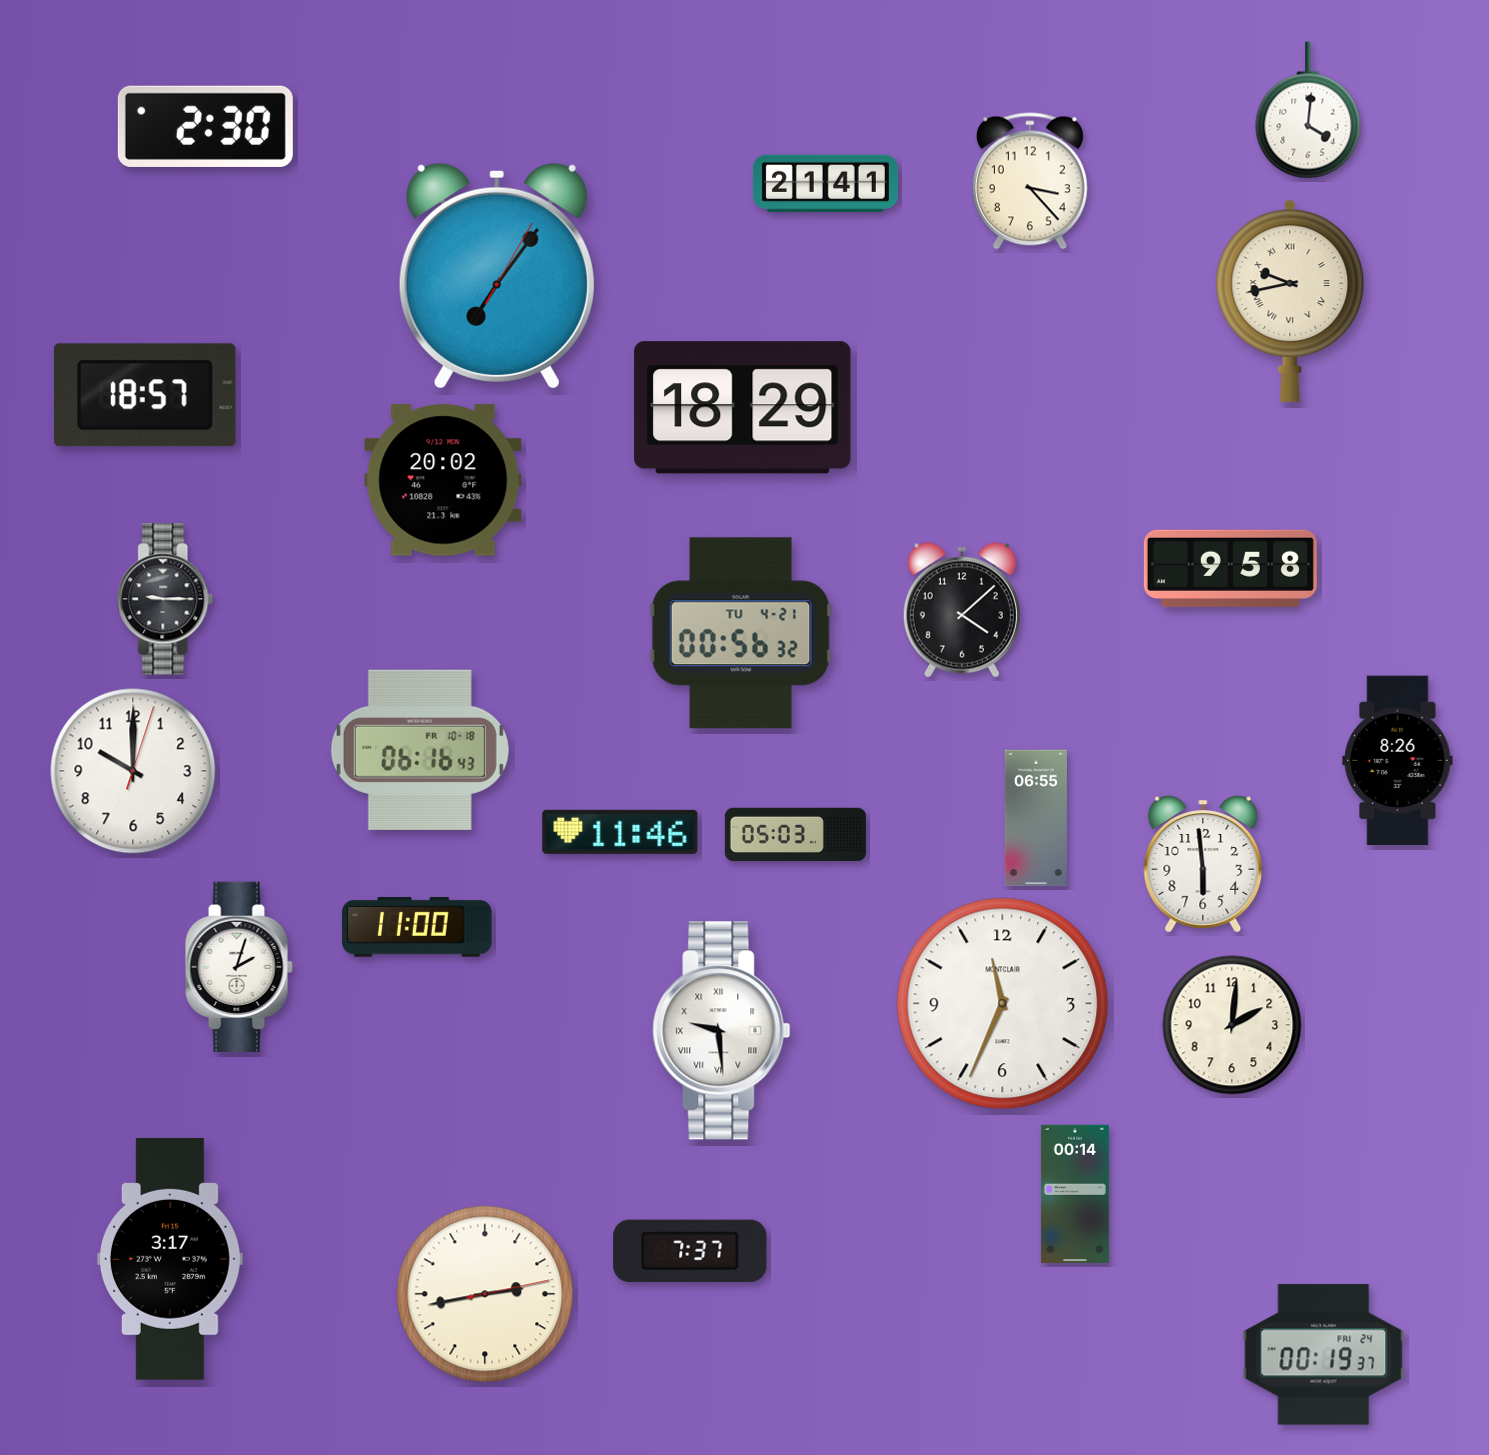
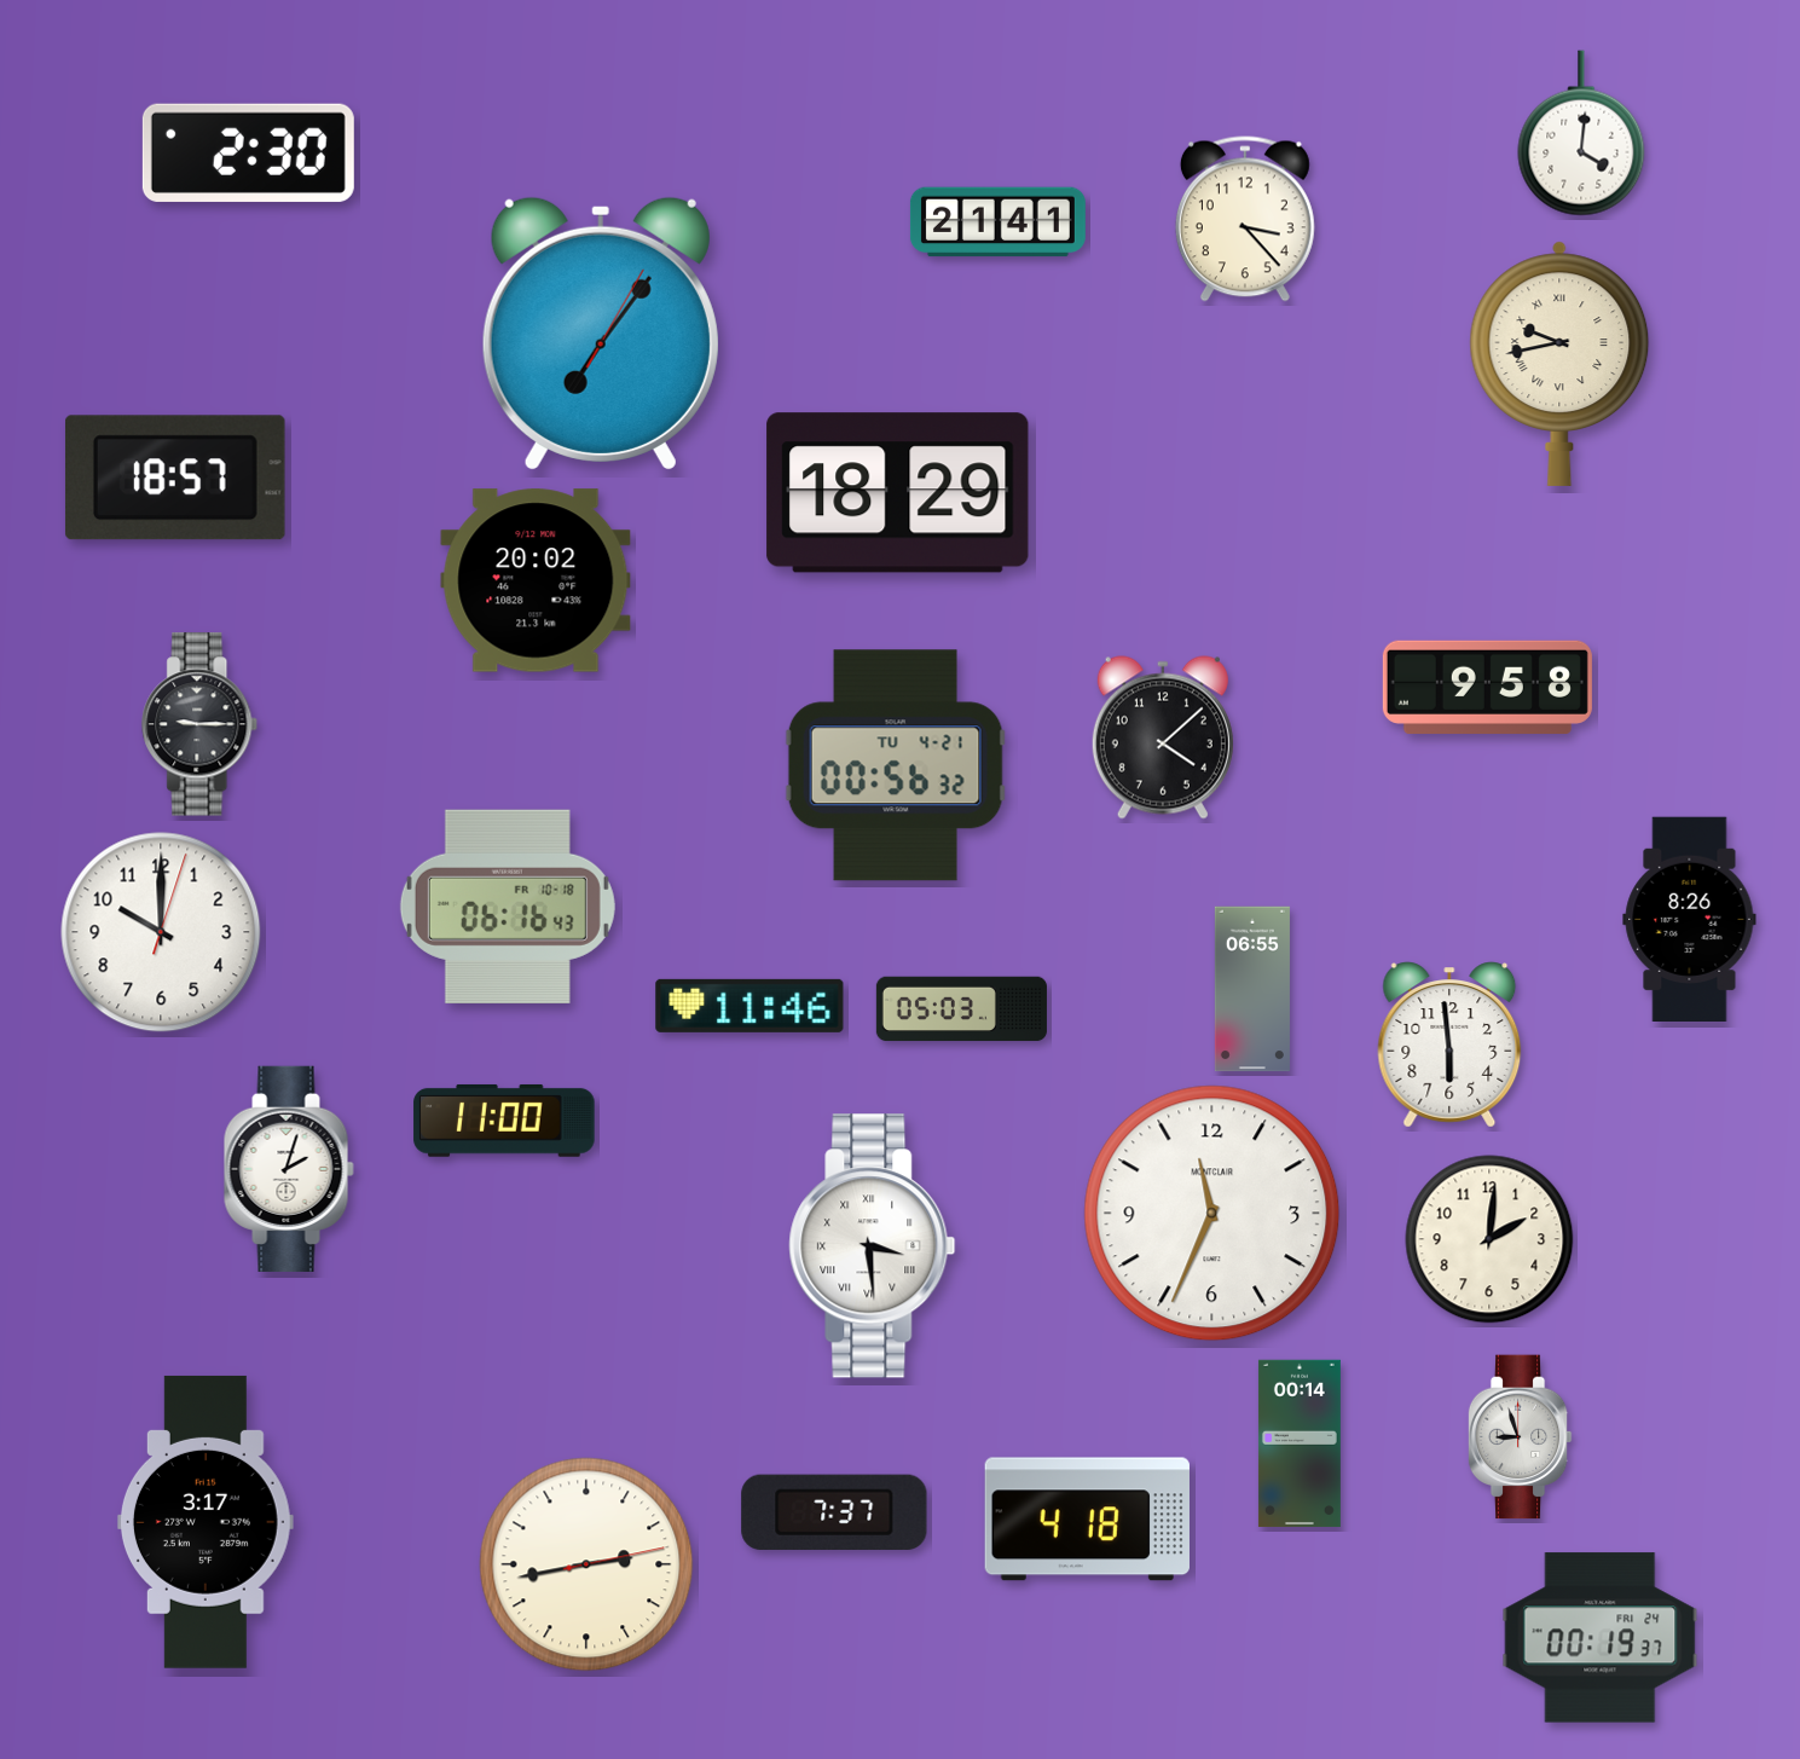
clock at (1203, 864) position: (1203, 864) -> (1449, 1045)
clock at (722, 1031): 9:29 -> 3:29
clock at (1520, 1437): none -> 8:57
clock at (1087, 1520): none -> 4:18
